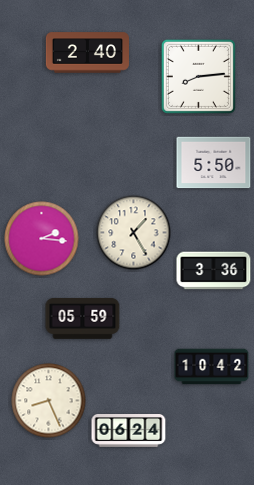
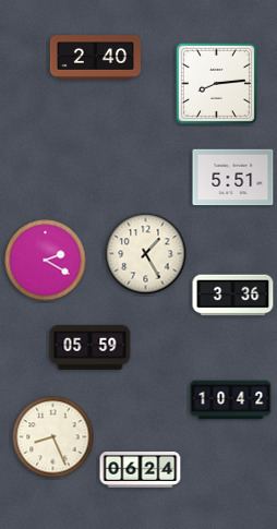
clock at (214, 163): 5:50 -> 5:51
clock at (42, 239): 2:16 -> 2:20
